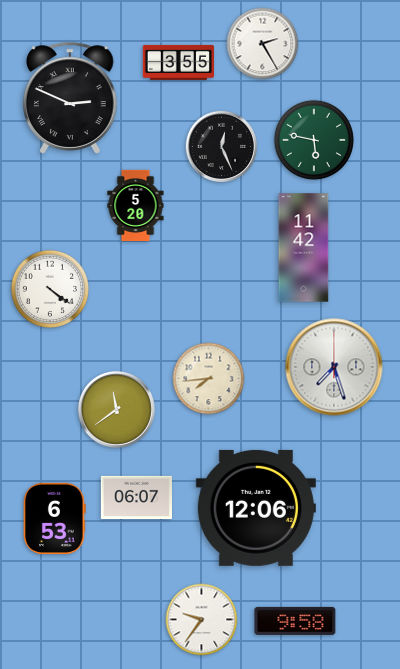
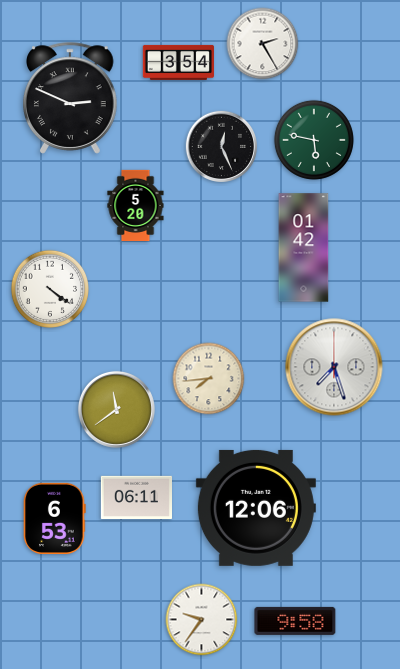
clock at (178, 62): 3:55 -> 3:54
clock at (304, 248): 11:42 -> 01:42
clock at (136, 497): 06:07 -> 06:11
